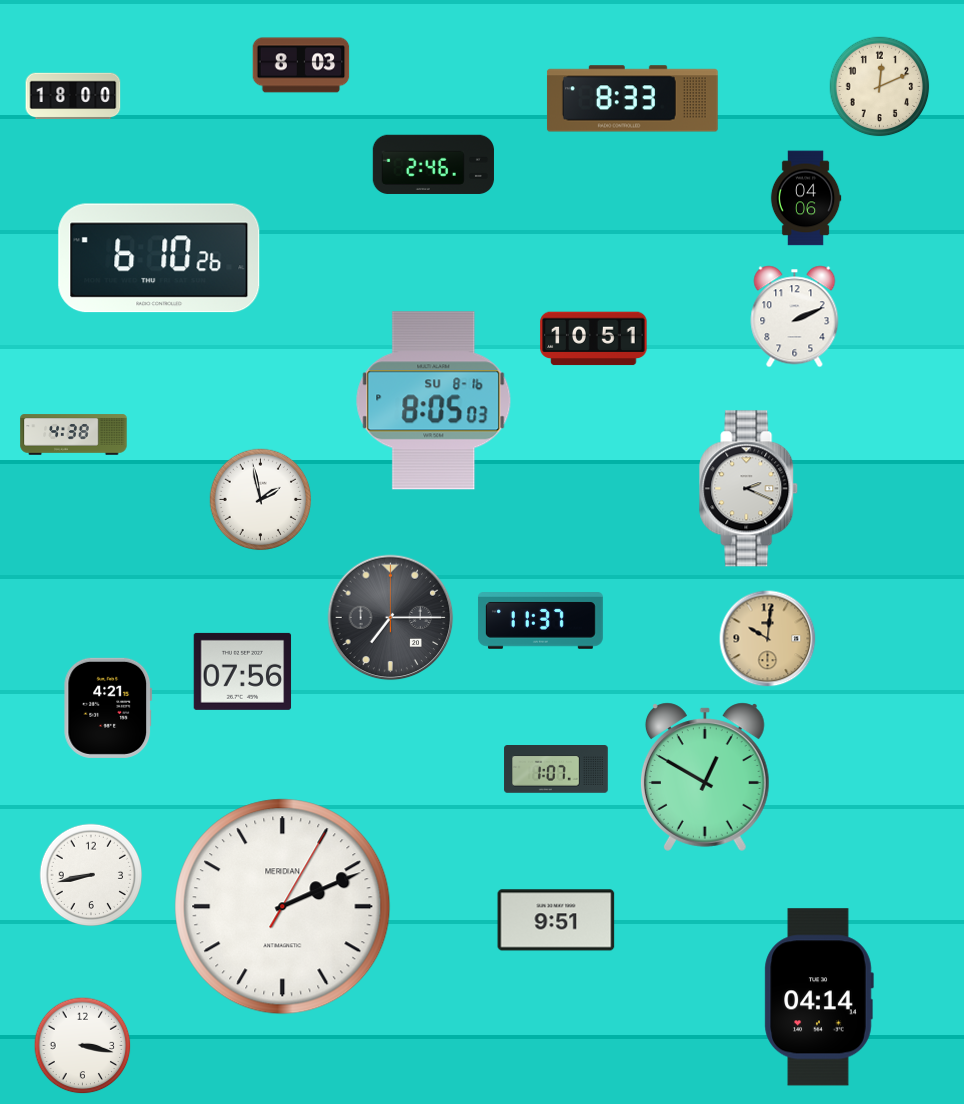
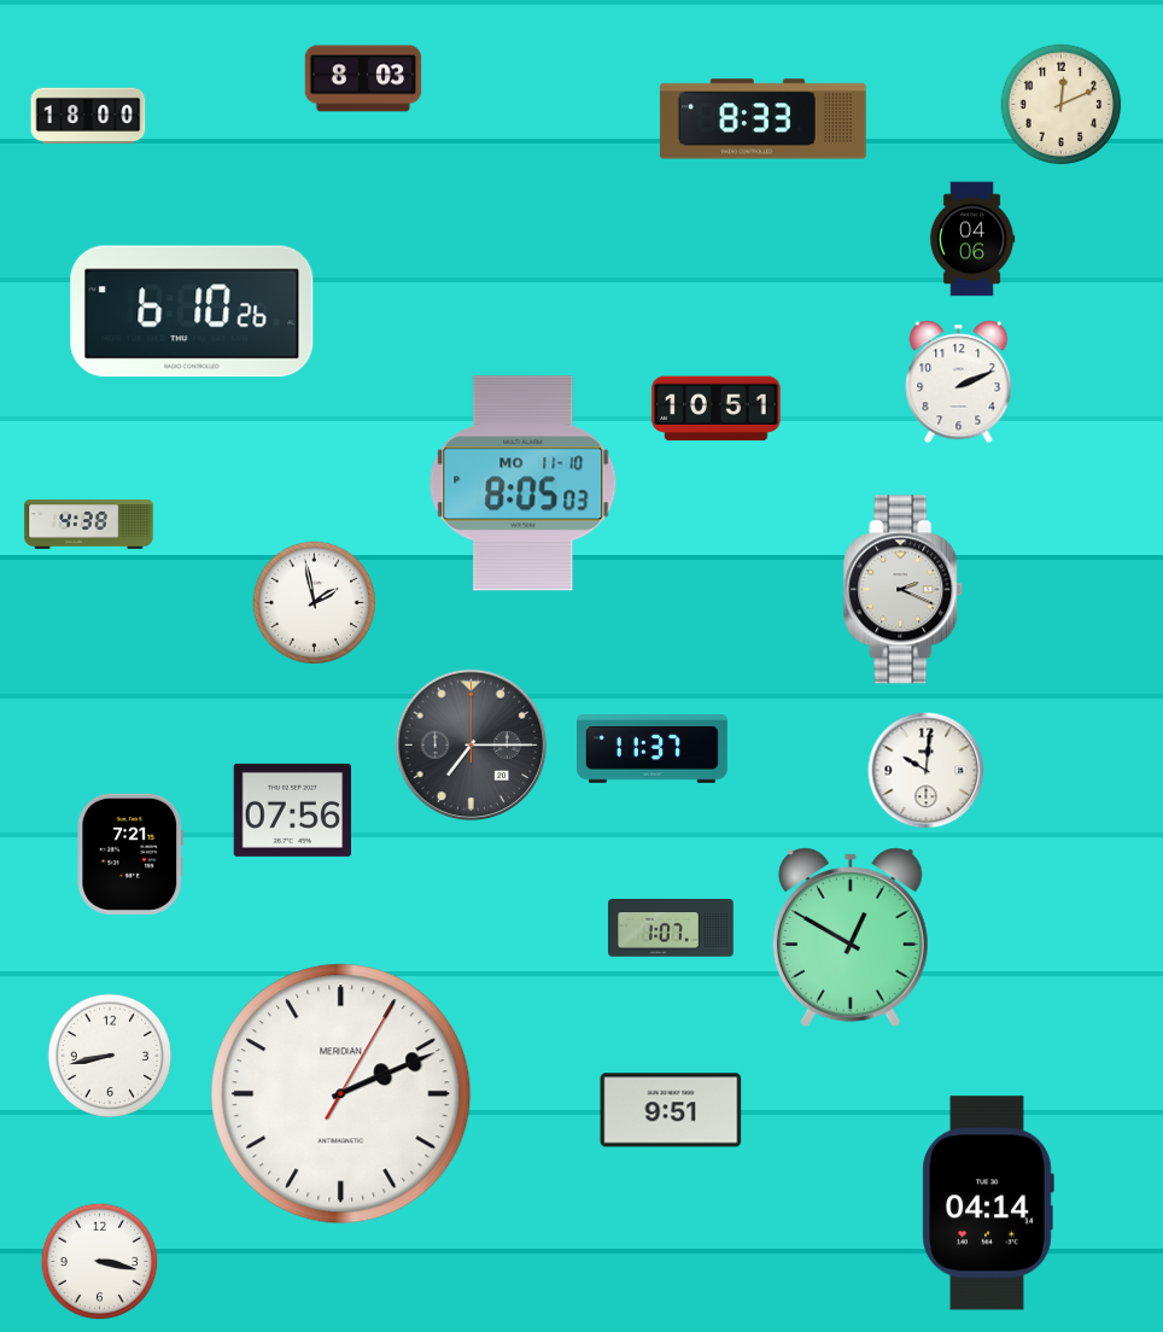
clock at (433, 164): 2:46 -> none
clock at (434, 401) date: SU 8-16 -> MO 11-10
clock at (768, 639) dial: champagne -> white
clock at (108, 708): 4:21 -> 7:21
